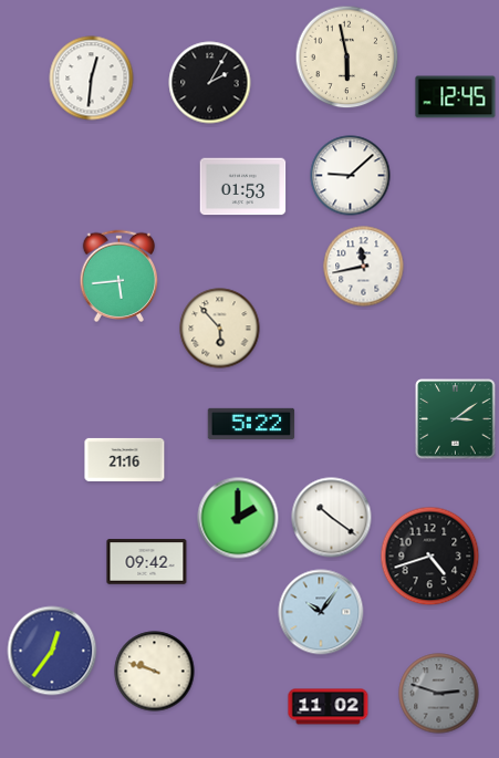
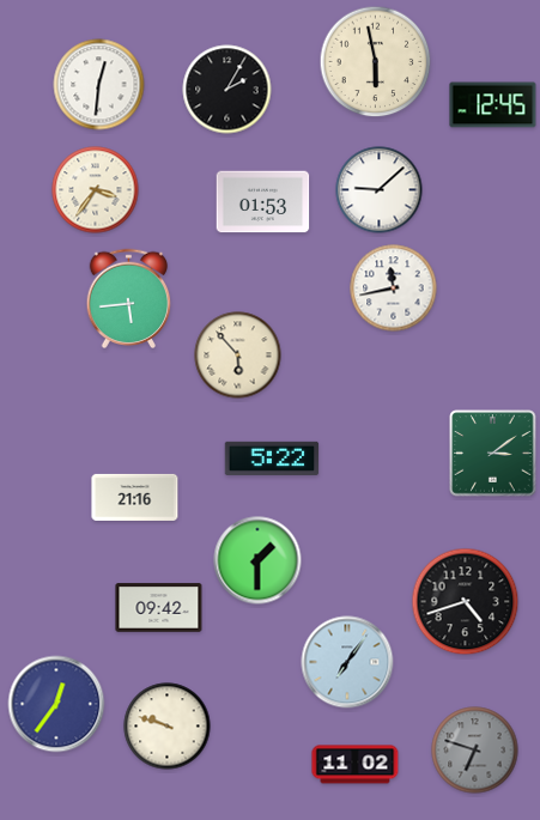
clock at (96, 190): none -> 3:36
clock at (238, 518): 2:00 -> 1:30
clock at (332, 518): 10:21 -> none
clock at (321, 612): 10:06 -> 7:06
clock at (439, 694): 2:48 -> 6:48
